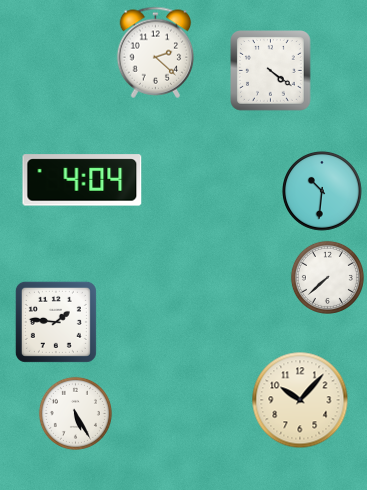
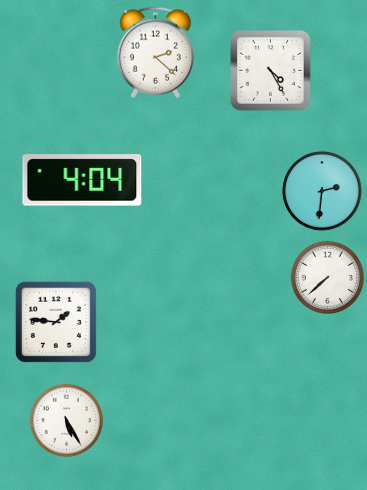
clock at (271, 71): 4:21 -> 4:25
clock at (323, 192): 10:31 -> 2:31
clock at (300, 400): 10:07 -> none
clock at (75, 413) position: (75, 413) -> (66, 420)
